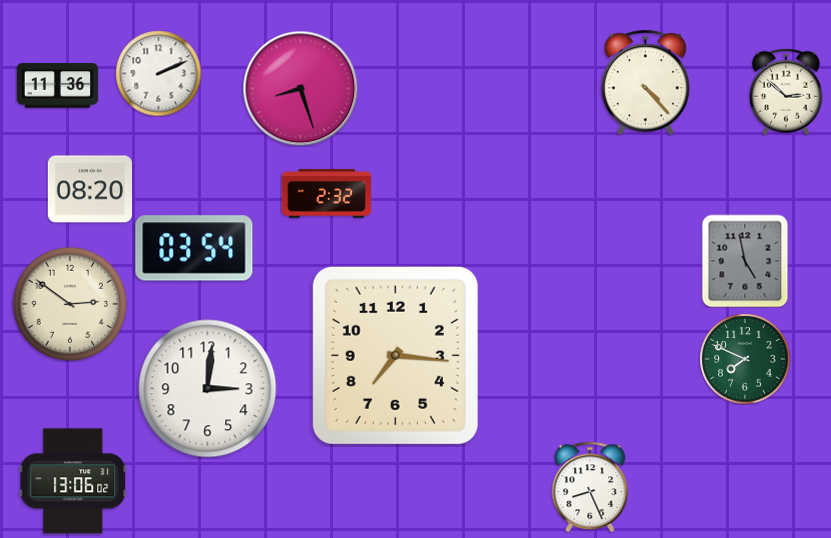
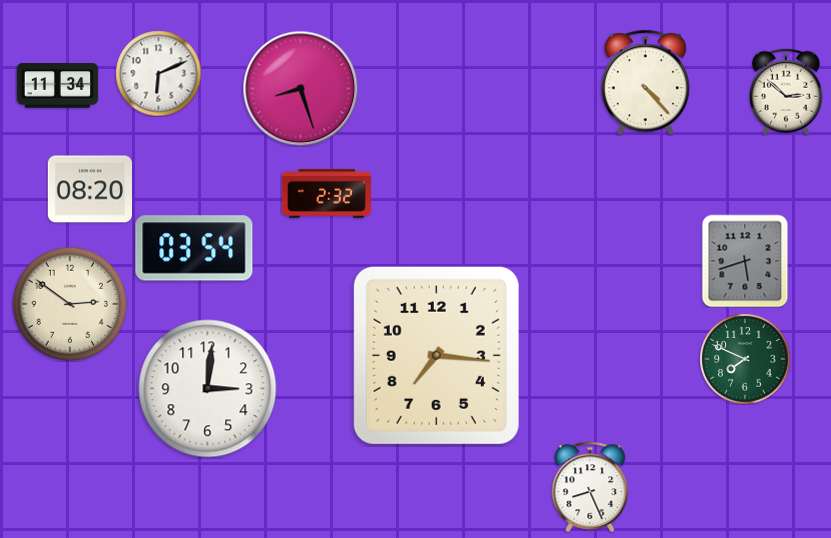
clock at (158, 73): 2:11 -> 6:11
clock at (57, 86): 11:36 -> 11:34
clock at (745, 261): 4:58 -> 5:42
clock at (395, 355) position: (395, 355) -> (436, 355)
clock at (73, 481): 13:06 -> none
